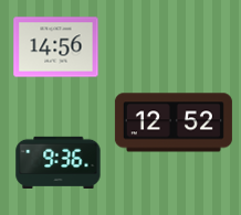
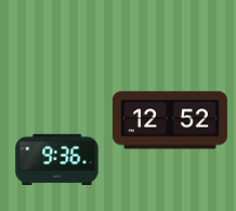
clock at (56, 47): 14:56 -> none
